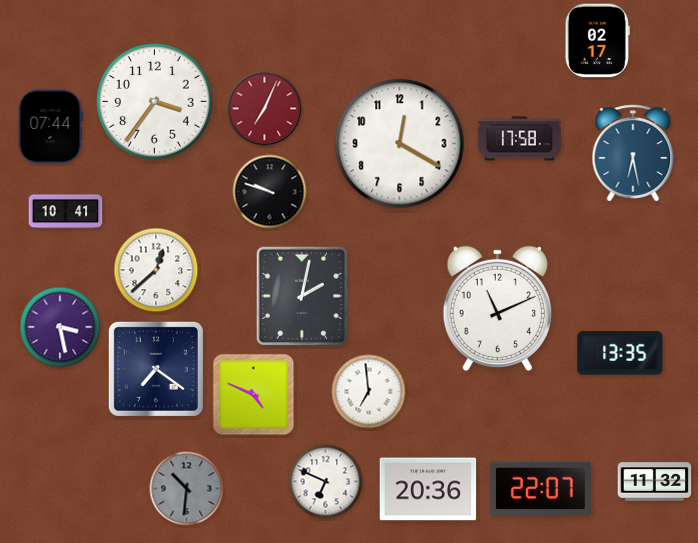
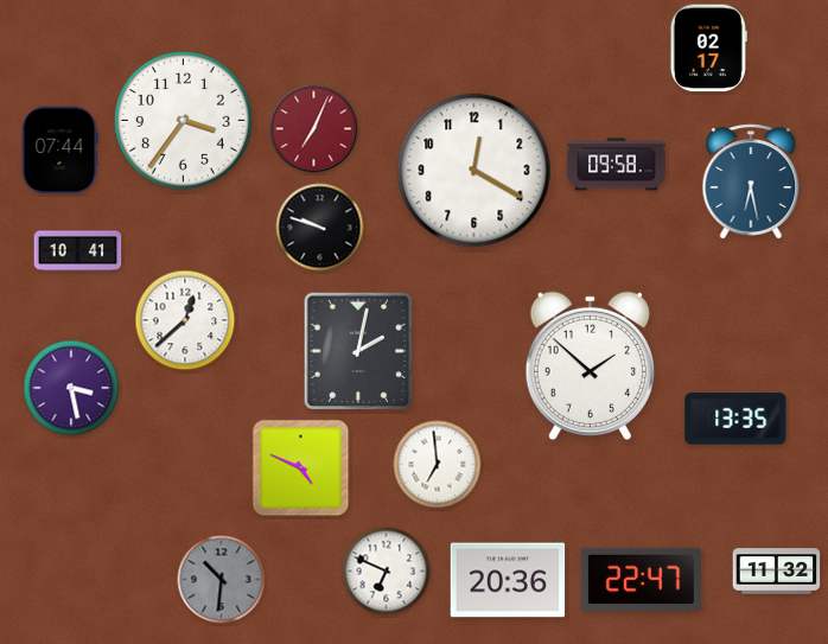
clock at (520, 139): 17:58 -> 09:58
clock at (497, 309): 11:11 -> 1:52
clock at (156, 369): 7:21 -> none
clock at (540, 488): 22:07 -> 22:47
